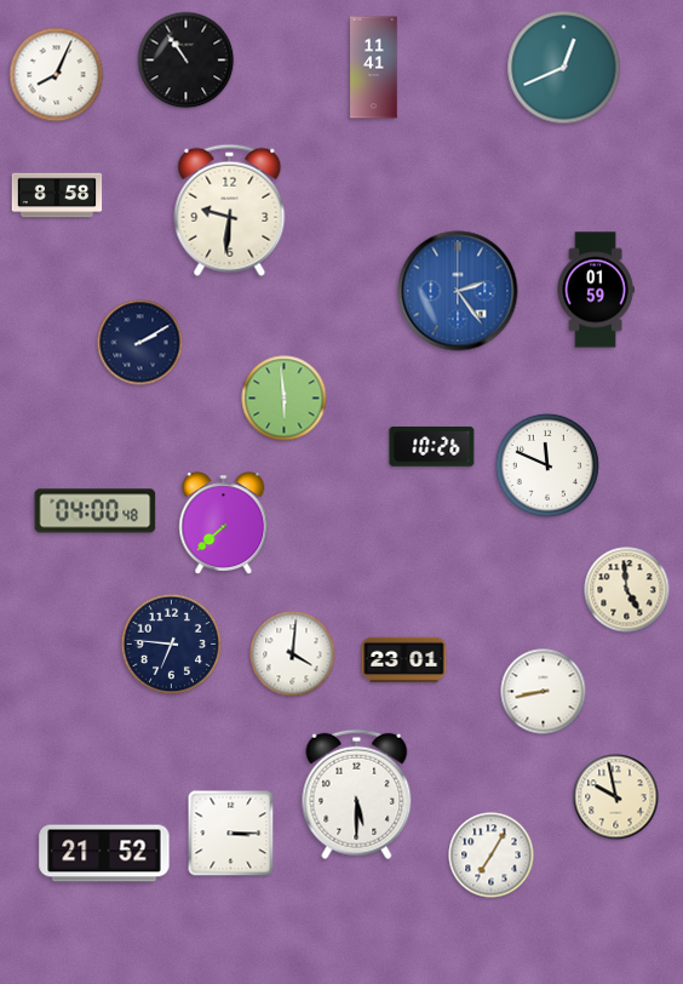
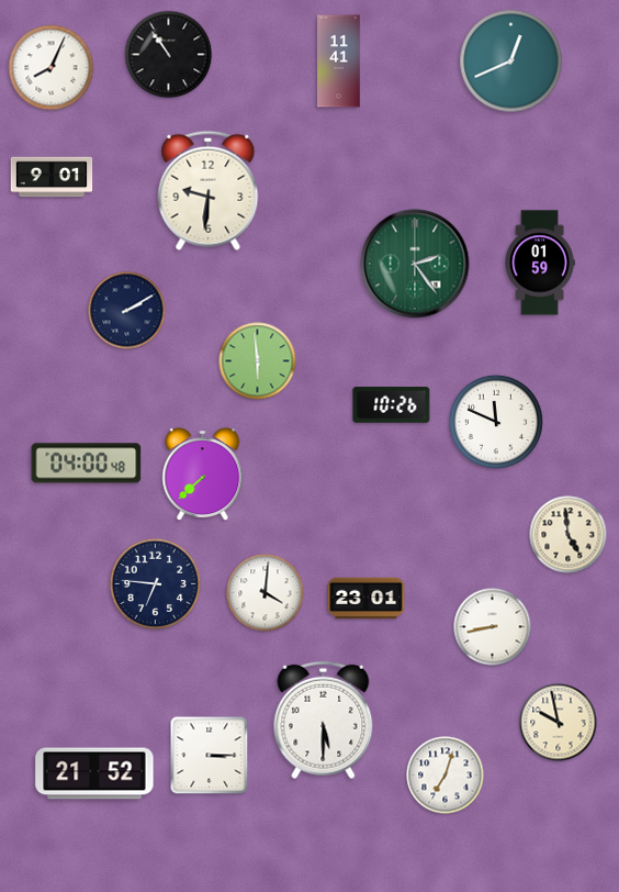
clock at (57, 195): 8:58 -> 9:01
clock at (458, 291) dial: blue -> green
clock at (492, 856): 7:05 -> 7:03
